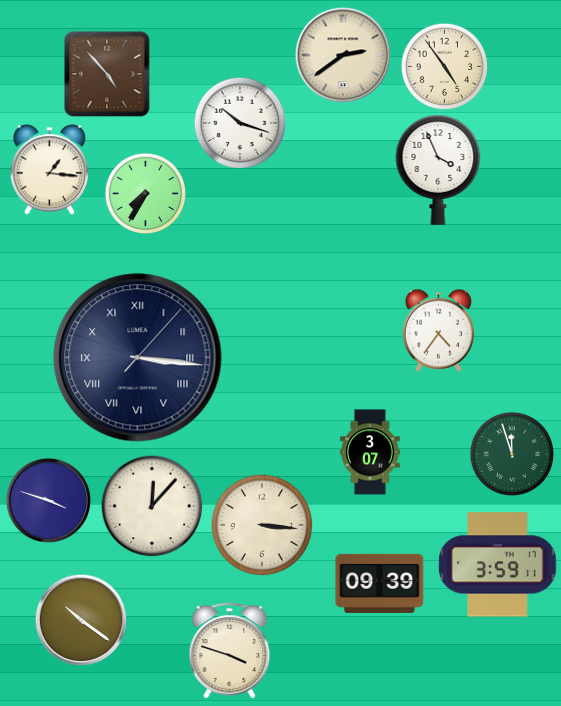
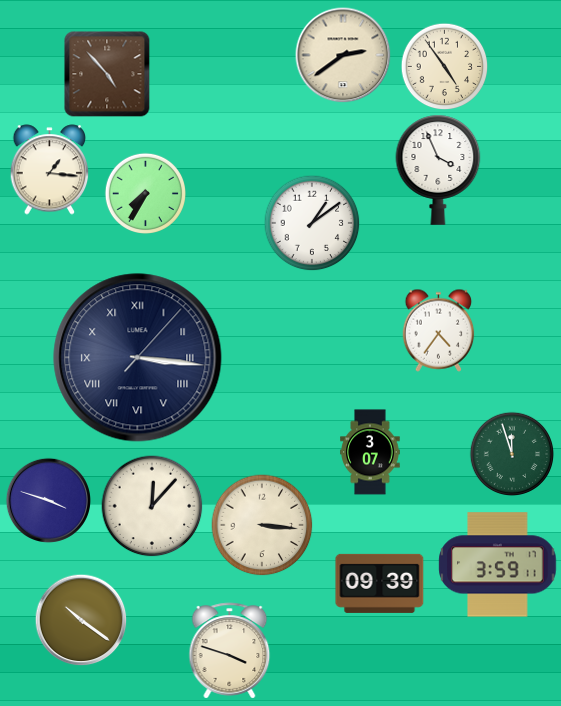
clock at (240, 123): 10:18 -> none
clock at (312, 223): none -> 1:09
